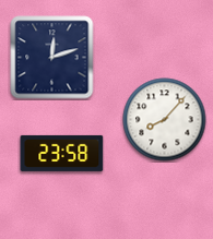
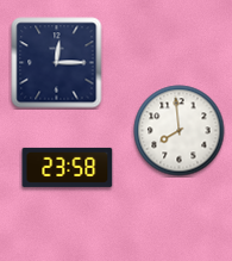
clock at (52, 58): 12:12 -> 12:15
clock at (165, 120): 8:07 -> 7:59
